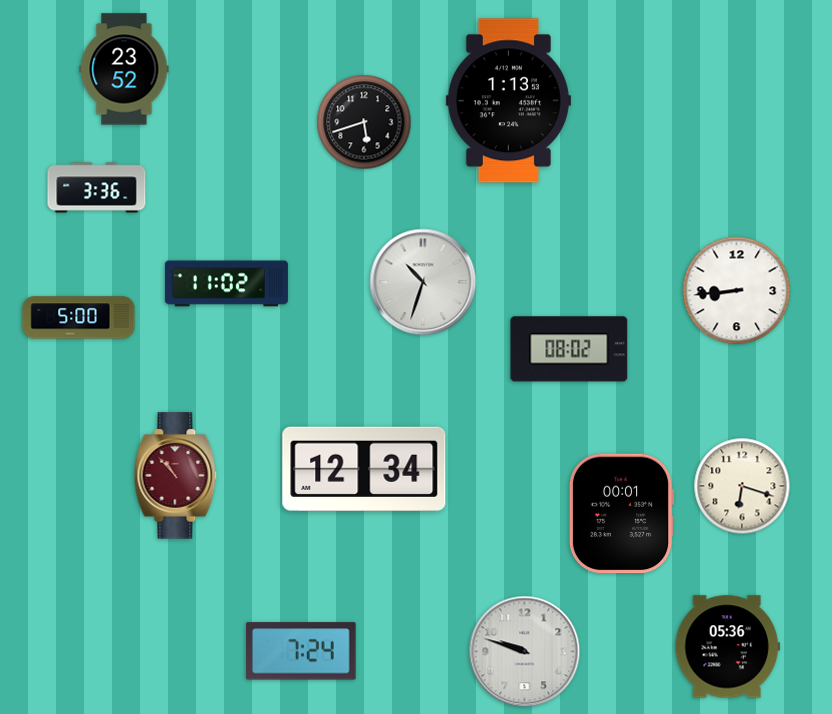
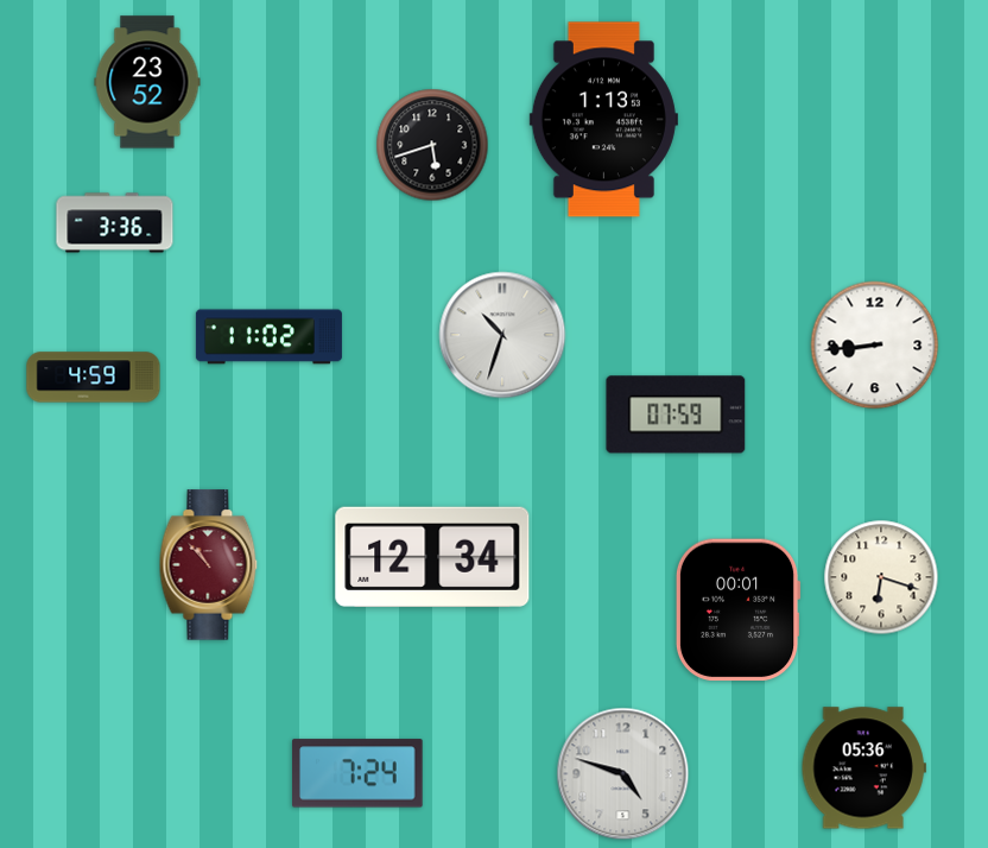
clock at (79, 318): 5:00 -> 4:59
clock at (569, 349): 08:02 -> 07:59
clock at (525, 652): 9:48 -> 4:48
